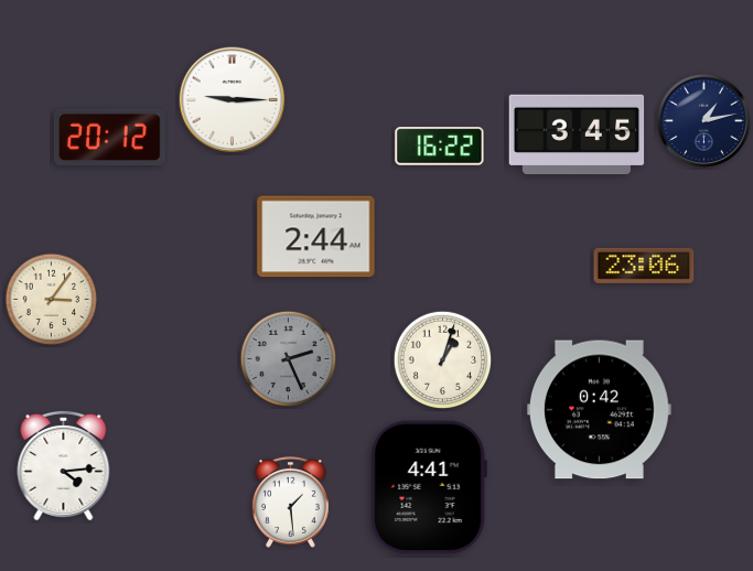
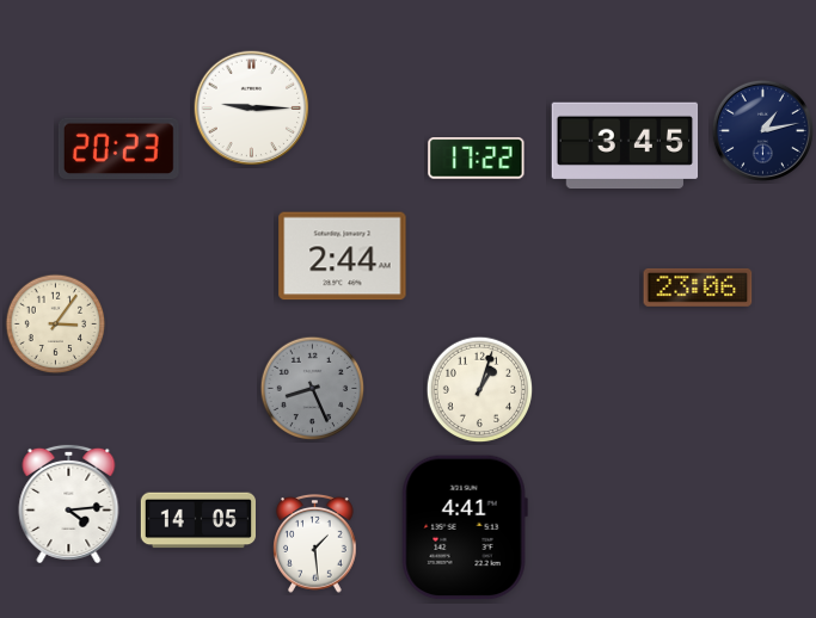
clock at (109, 138): 20:12 -> 20:23
clock at (440, 147): 16:22 -> 17:22
clock at (289, 359): 2:26 -> 8:26
clock at (599, 410): 0:42 -> none
clock at (197, 520): none -> 14:05
